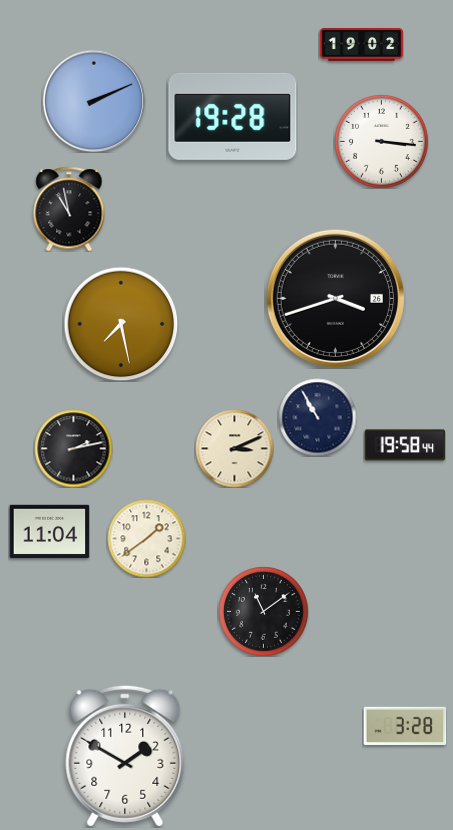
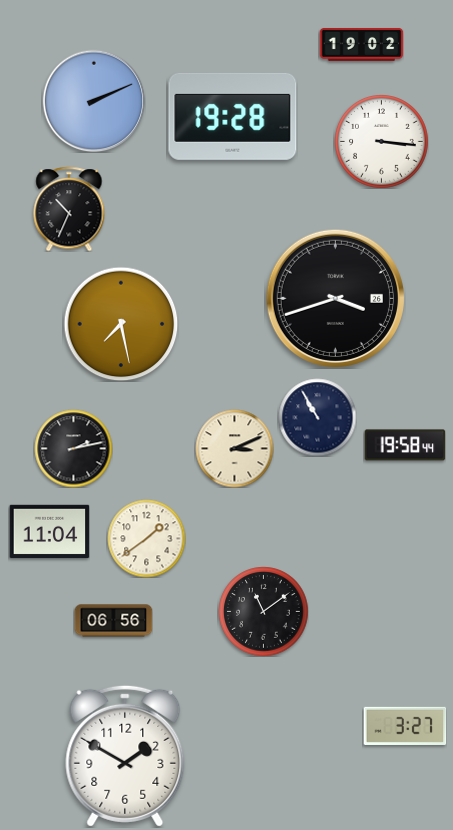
clock at (69, 209): 10:58 -> 10:34
clock at (113, 621): none -> 06:56
clock at (405, 726): 3:28 -> 3:27
